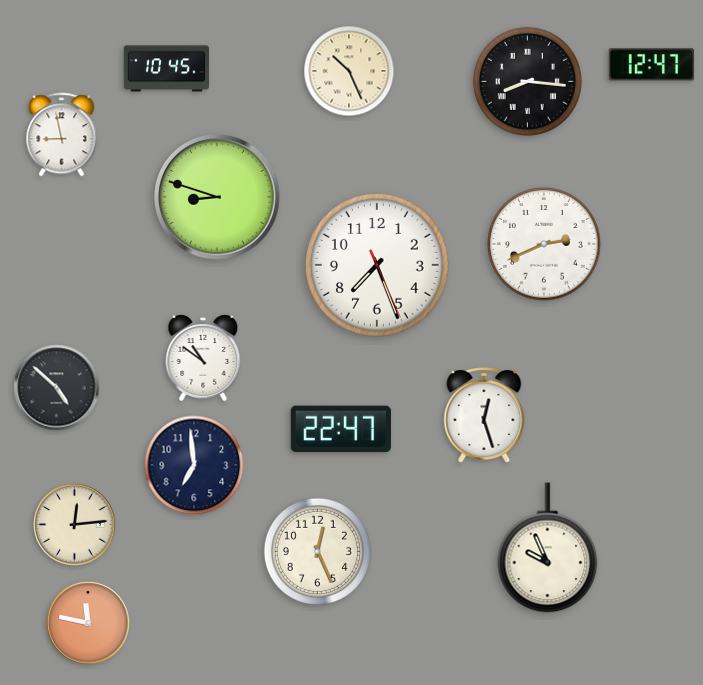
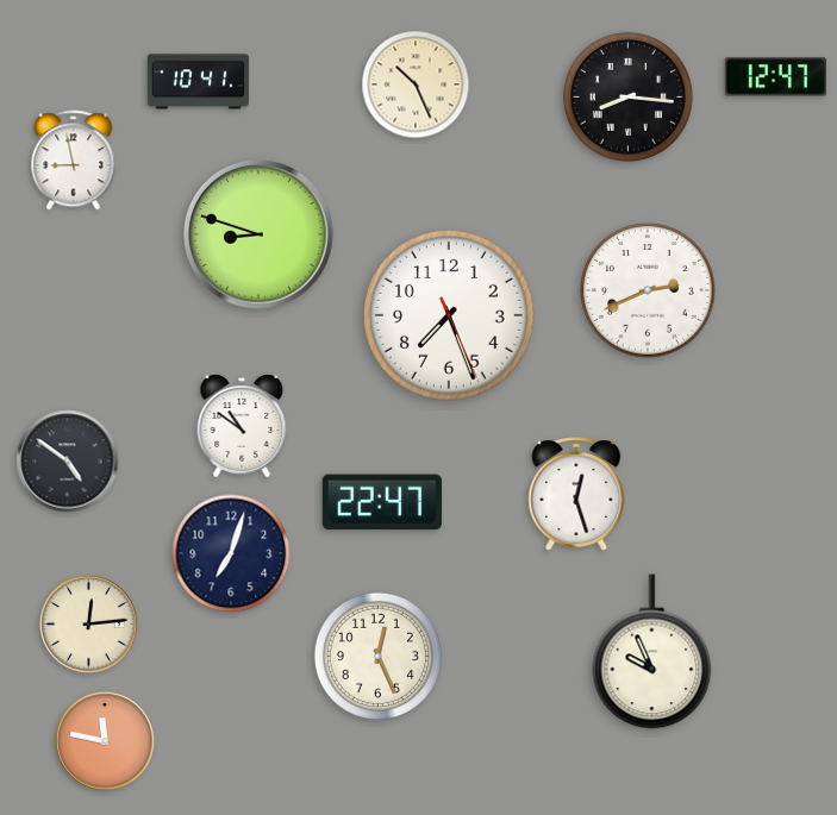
clock at (166, 69): 10:45 -> 10:41
clock at (57, 388): 4:52 -> 4:51
clock at (341, 429) position: (341, 429) -> (382, 502)
clock at (194, 465): 6:59 -> 7:03
